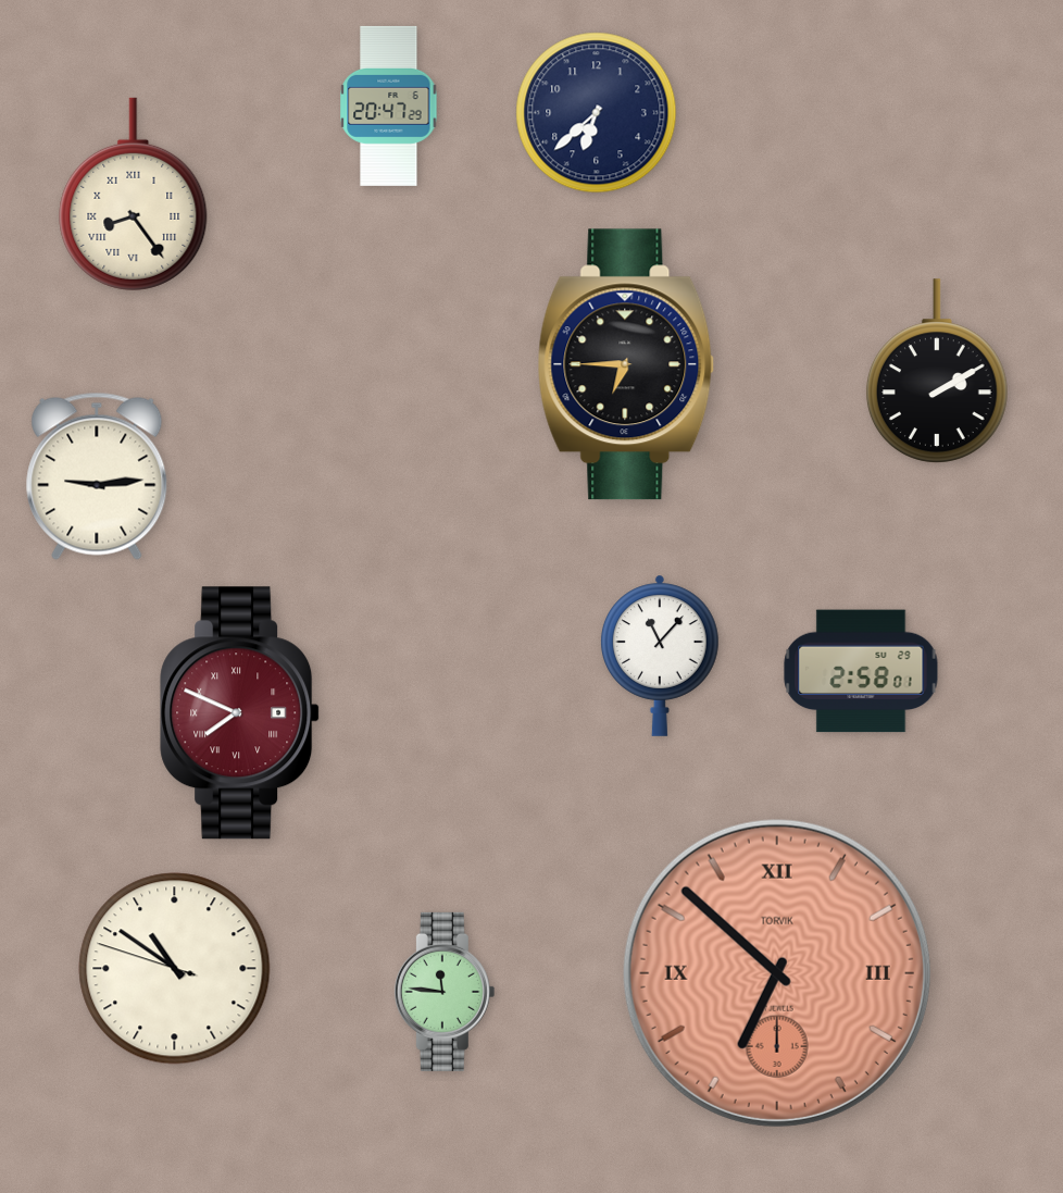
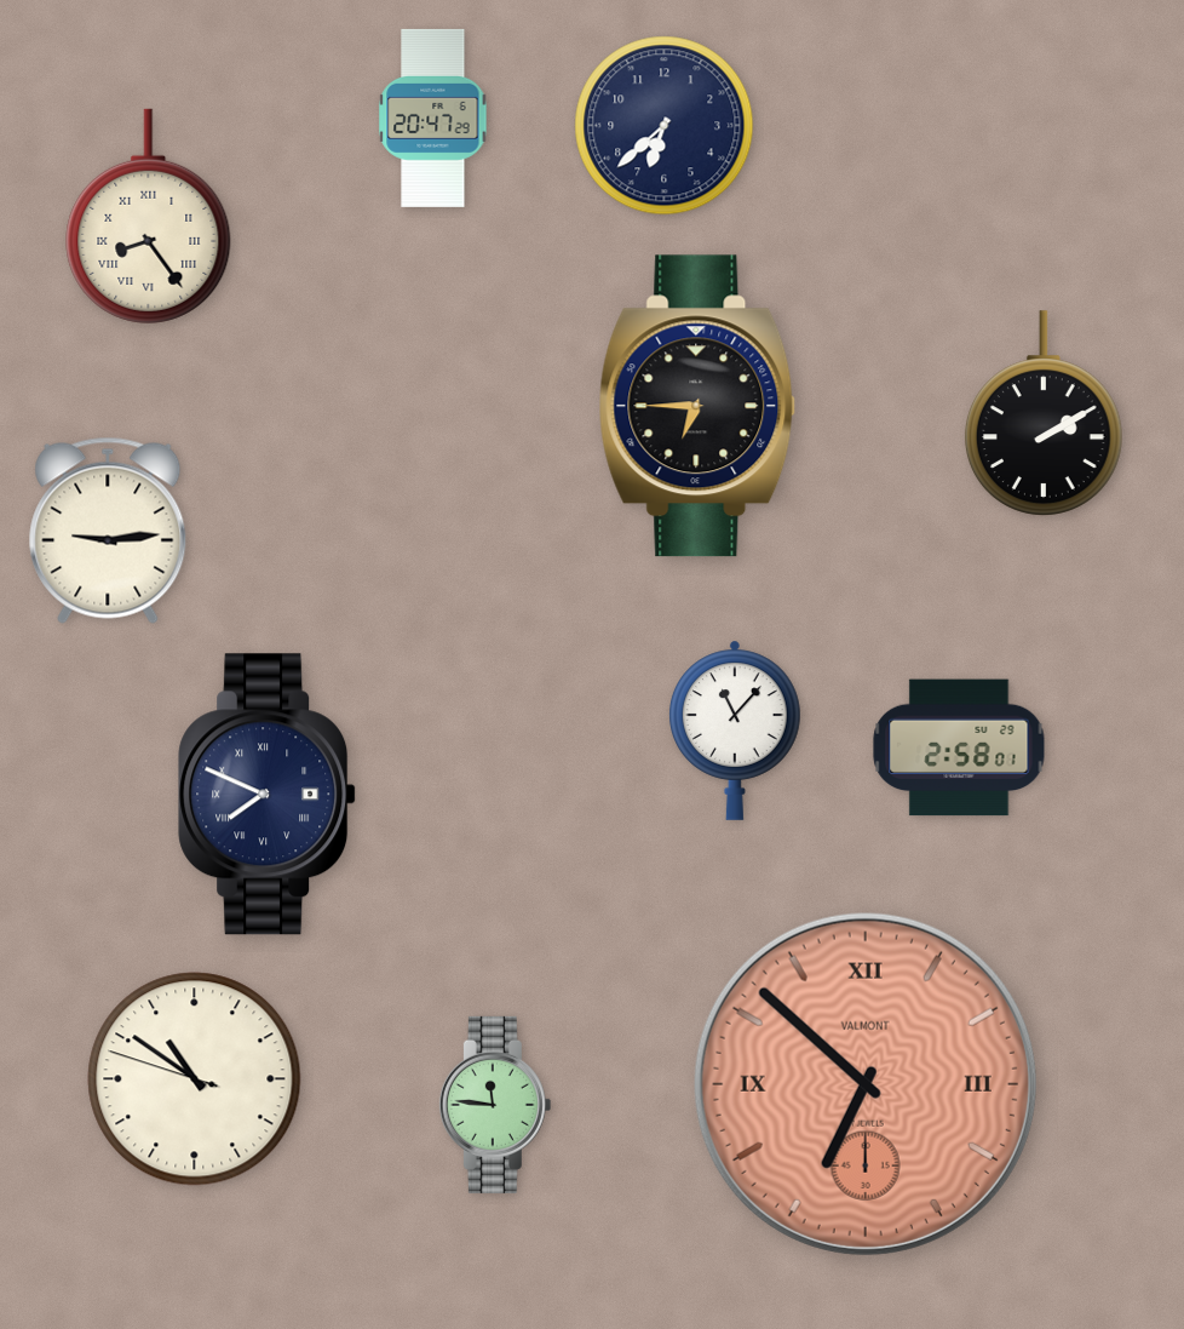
clock at (240, 713) dial: burgundy -> navy
clock at (777, 973) brand: TORVIK -> VALMONT
